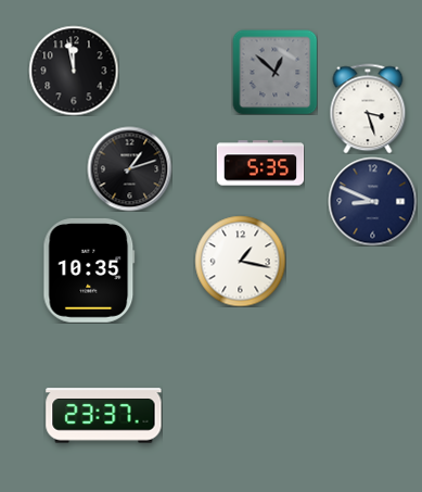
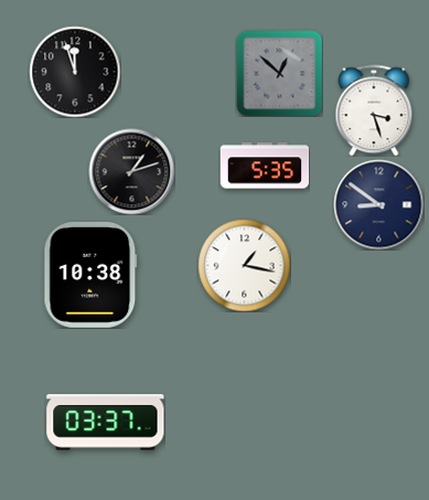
clock at (74, 71): 11:58 -> 11:57
clock at (372, 201): 8:49 -> 8:51
clock at (89, 272): 10:35 -> 10:38
clock at (104, 416): 23:37 -> 03:37
